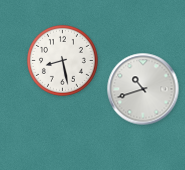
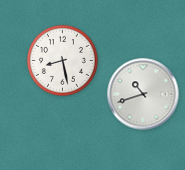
clock at (143, 89) position: (143, 89) -> (143, 94)
